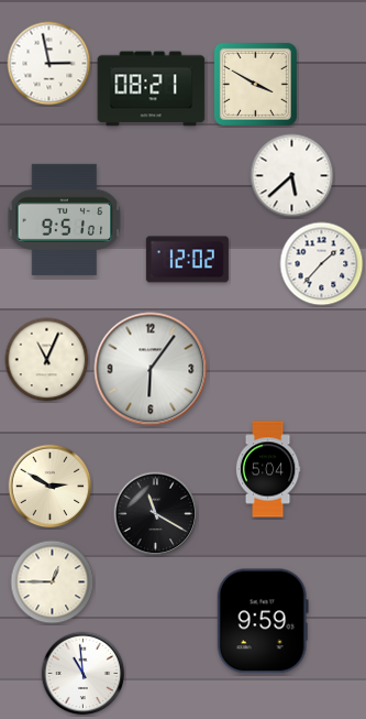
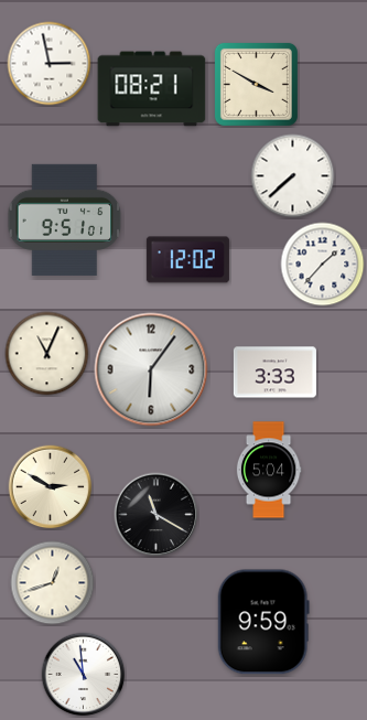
clock at (292, 176): 5:38 -> 7:38
clock at (47, 360) position: (47, 360) -> (47, 354)
clock at (274, 373): none -> 3:33
clock at (53, 582): 12:45 -> 12:42
